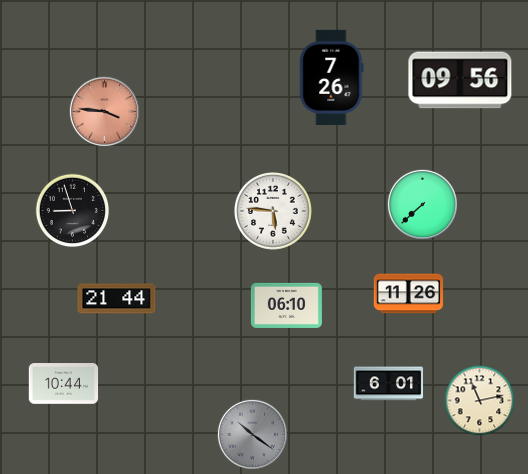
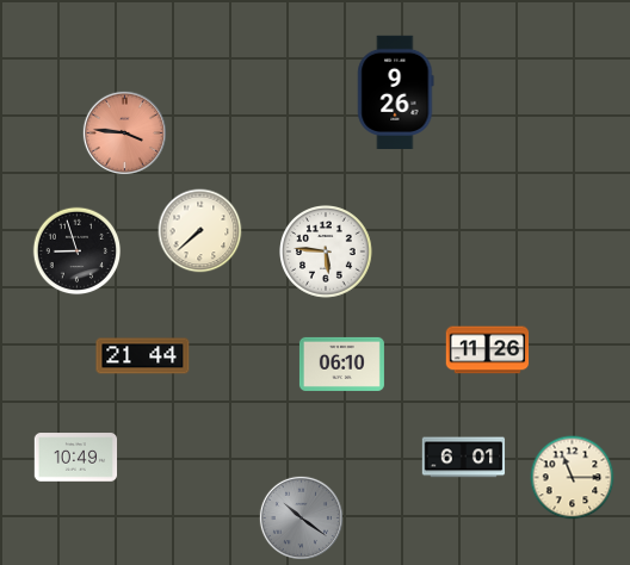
clock at (332, 77): 7:26 -> 9:26
clock at (460, 80): 09:56 -> none
clock at (200, 231): none -> 7:38
clock at (422, 204): 7:38 -> none
clock at (73, 211) position: (73, 211) -> (78, 252)
clock at (117, 299) position: (117, 299) -> (143, 356)
clock at (64, 384): 10:44 -> 10:49
clock at (480, 401): 11:13 -> 11:15
